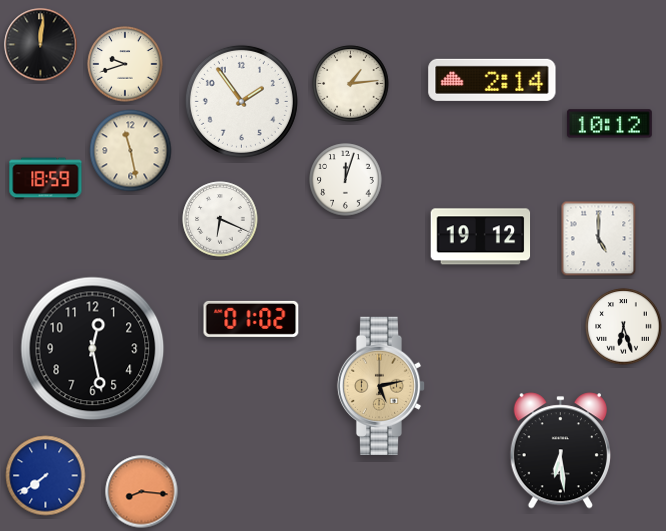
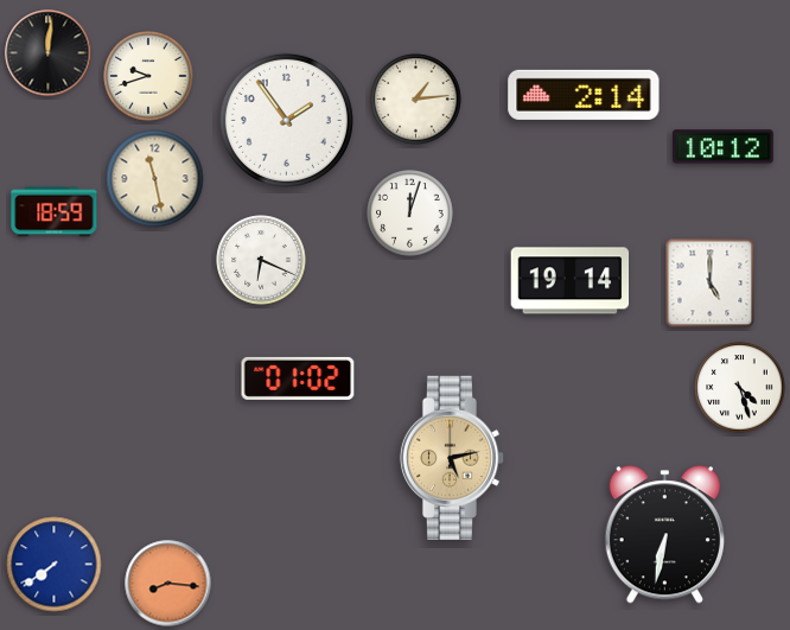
clock at (481, 237): 19:12 -> 19:14
clock at (624, 327): 6:27 -> 4:27
clock at (93, 349): 12:28 -> none
clock at (560, 451): 6:29 -> 6:32
